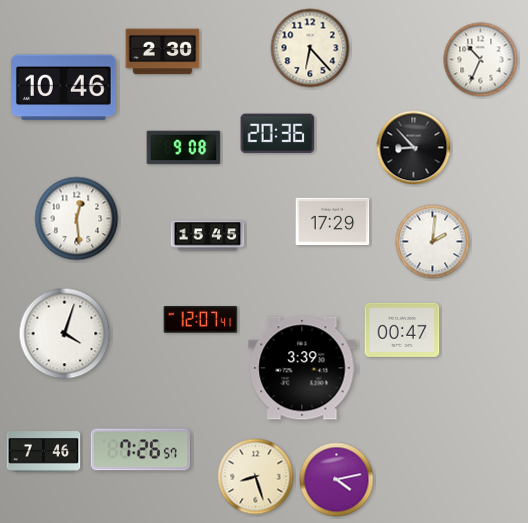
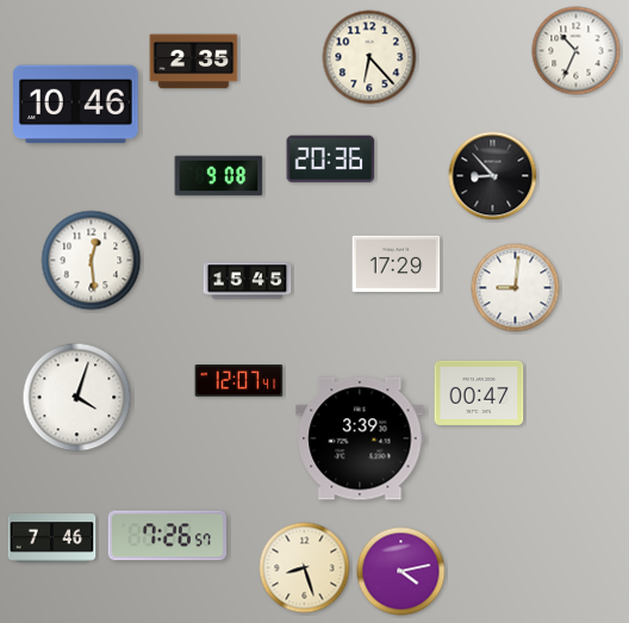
clock at (163, 52): 2:30 -> 2:35
clock at (481, 60) position: (481, 60) -> (577, 51)
clock at (433, 242): 2:01 -> 9:01
